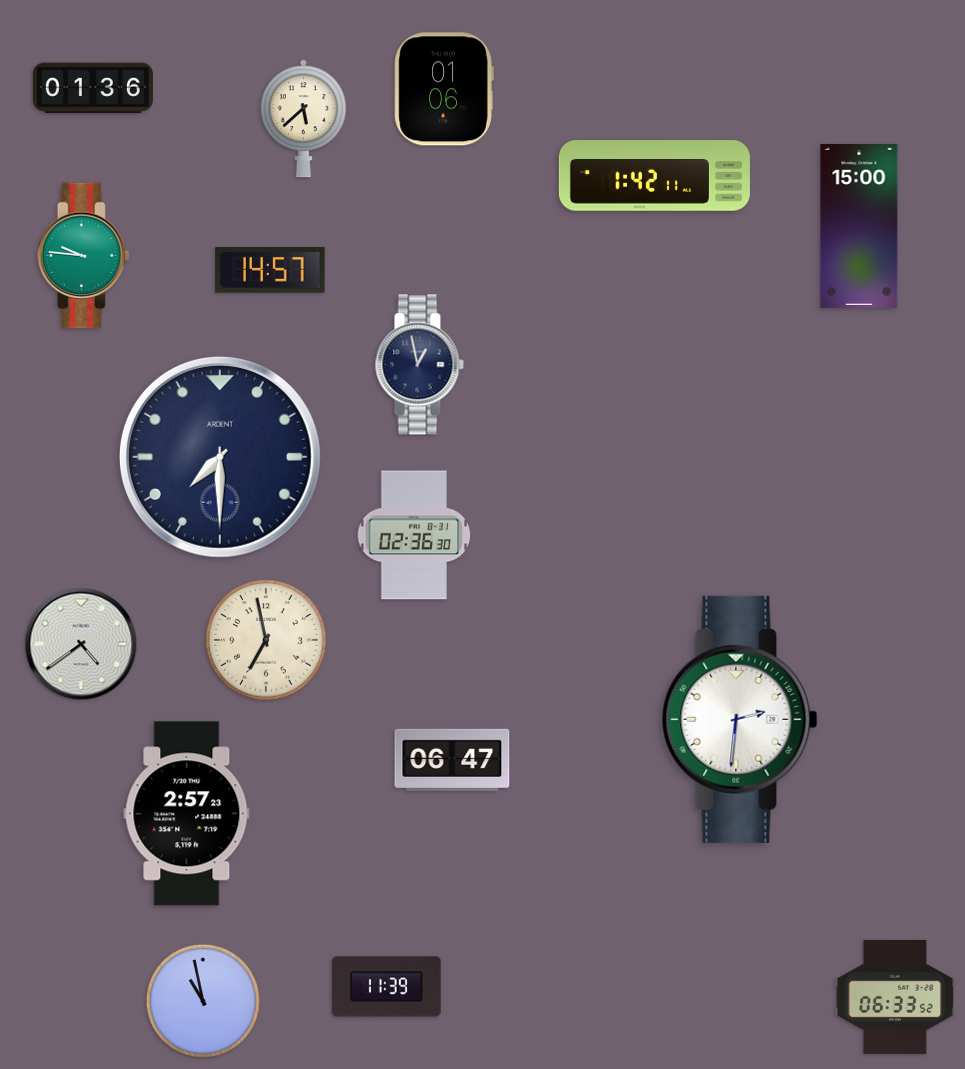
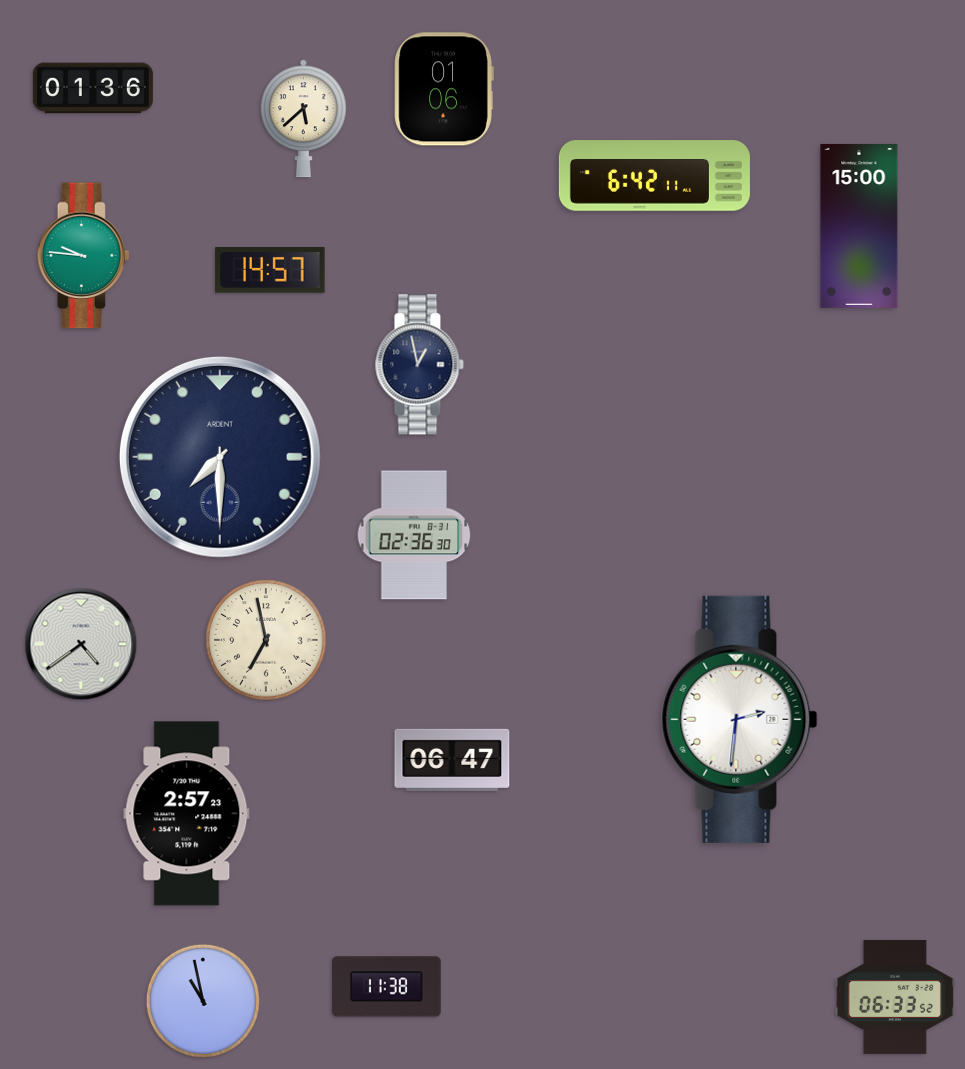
clock at (654, 176): 1:42 -> 6:42
clock at (387, 987): 11:39 -> 11:38
